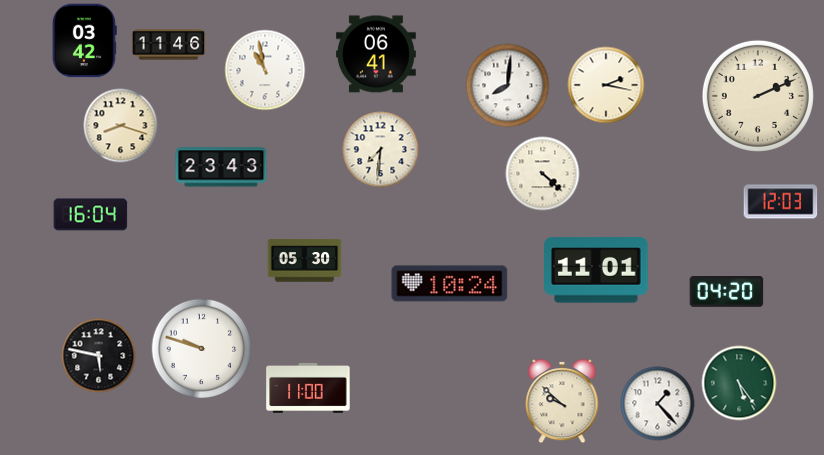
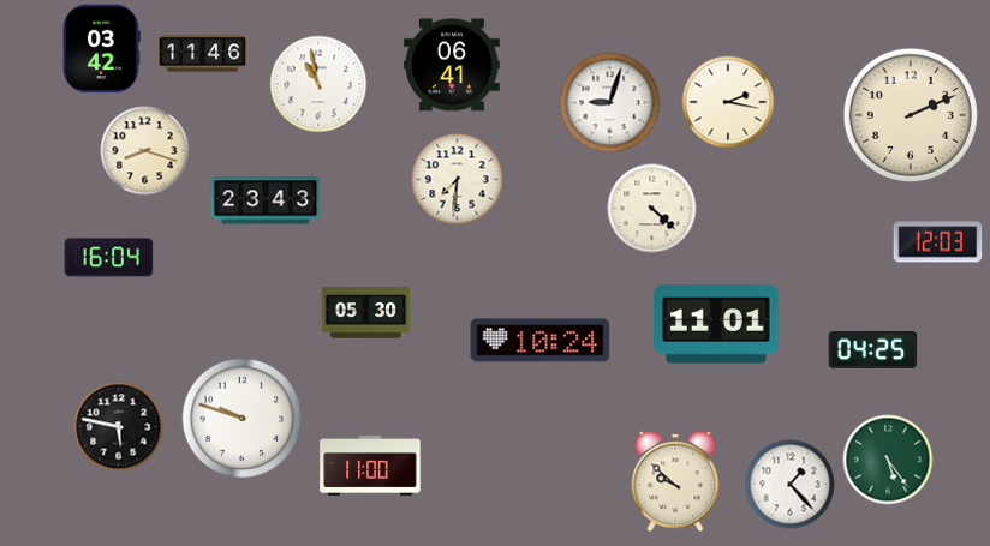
clock at (508, 86): 8:01 -> 9:03
clock at (727, 292): 04:20 -> 04:25
